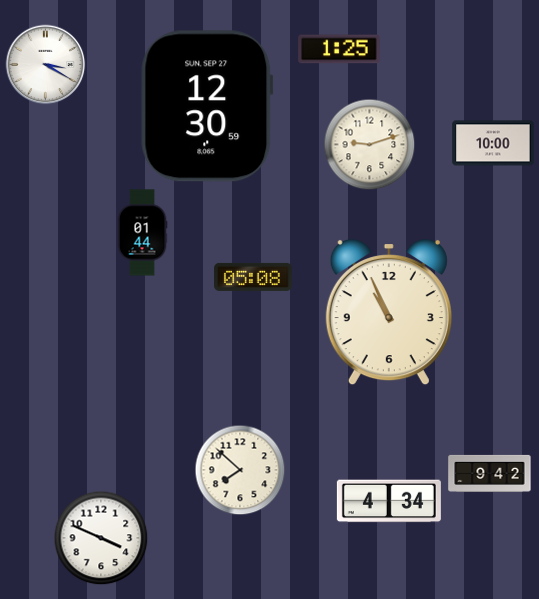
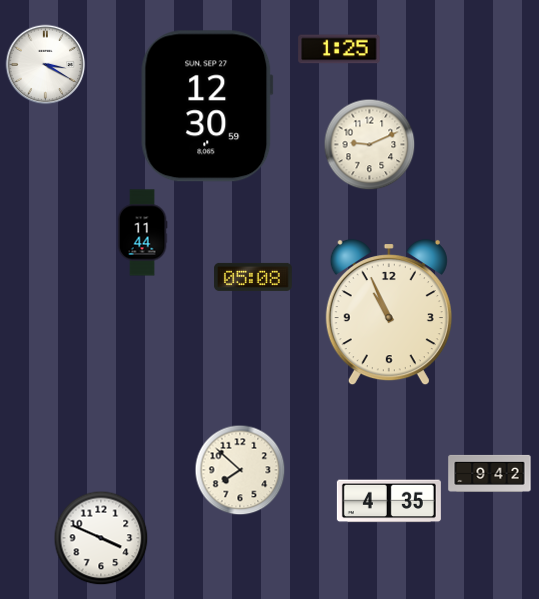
clock at (493, 143): 10:00 -> none
clock at (370, 145): 9:12 -> 9:11
clock at (142, 233): 01:44 -> 11:44
clock at (389, 501): 4:34 -> 4:35
